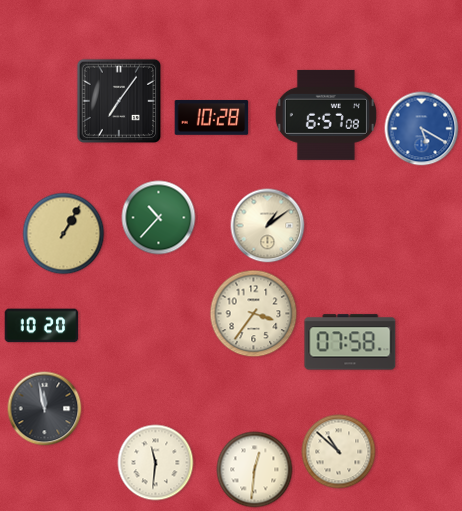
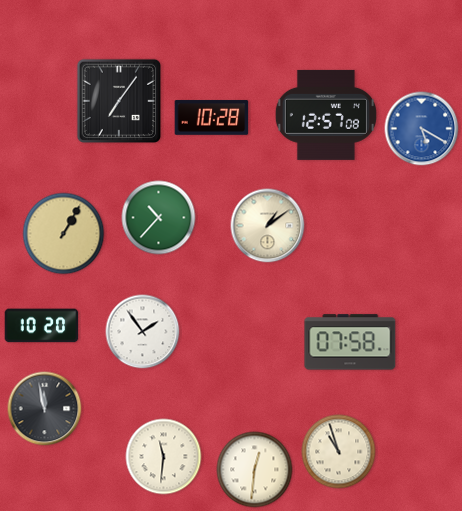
clock at (326, 115): 6:57 -> 12:57
clock at (254, 314): 3:36 -> none
clock at (143, 332): none -> 1:54
clock at (339, 452): 10:52 -> 10:57
clock at (156, 463) position: (156, 463) -> (164, 457)
